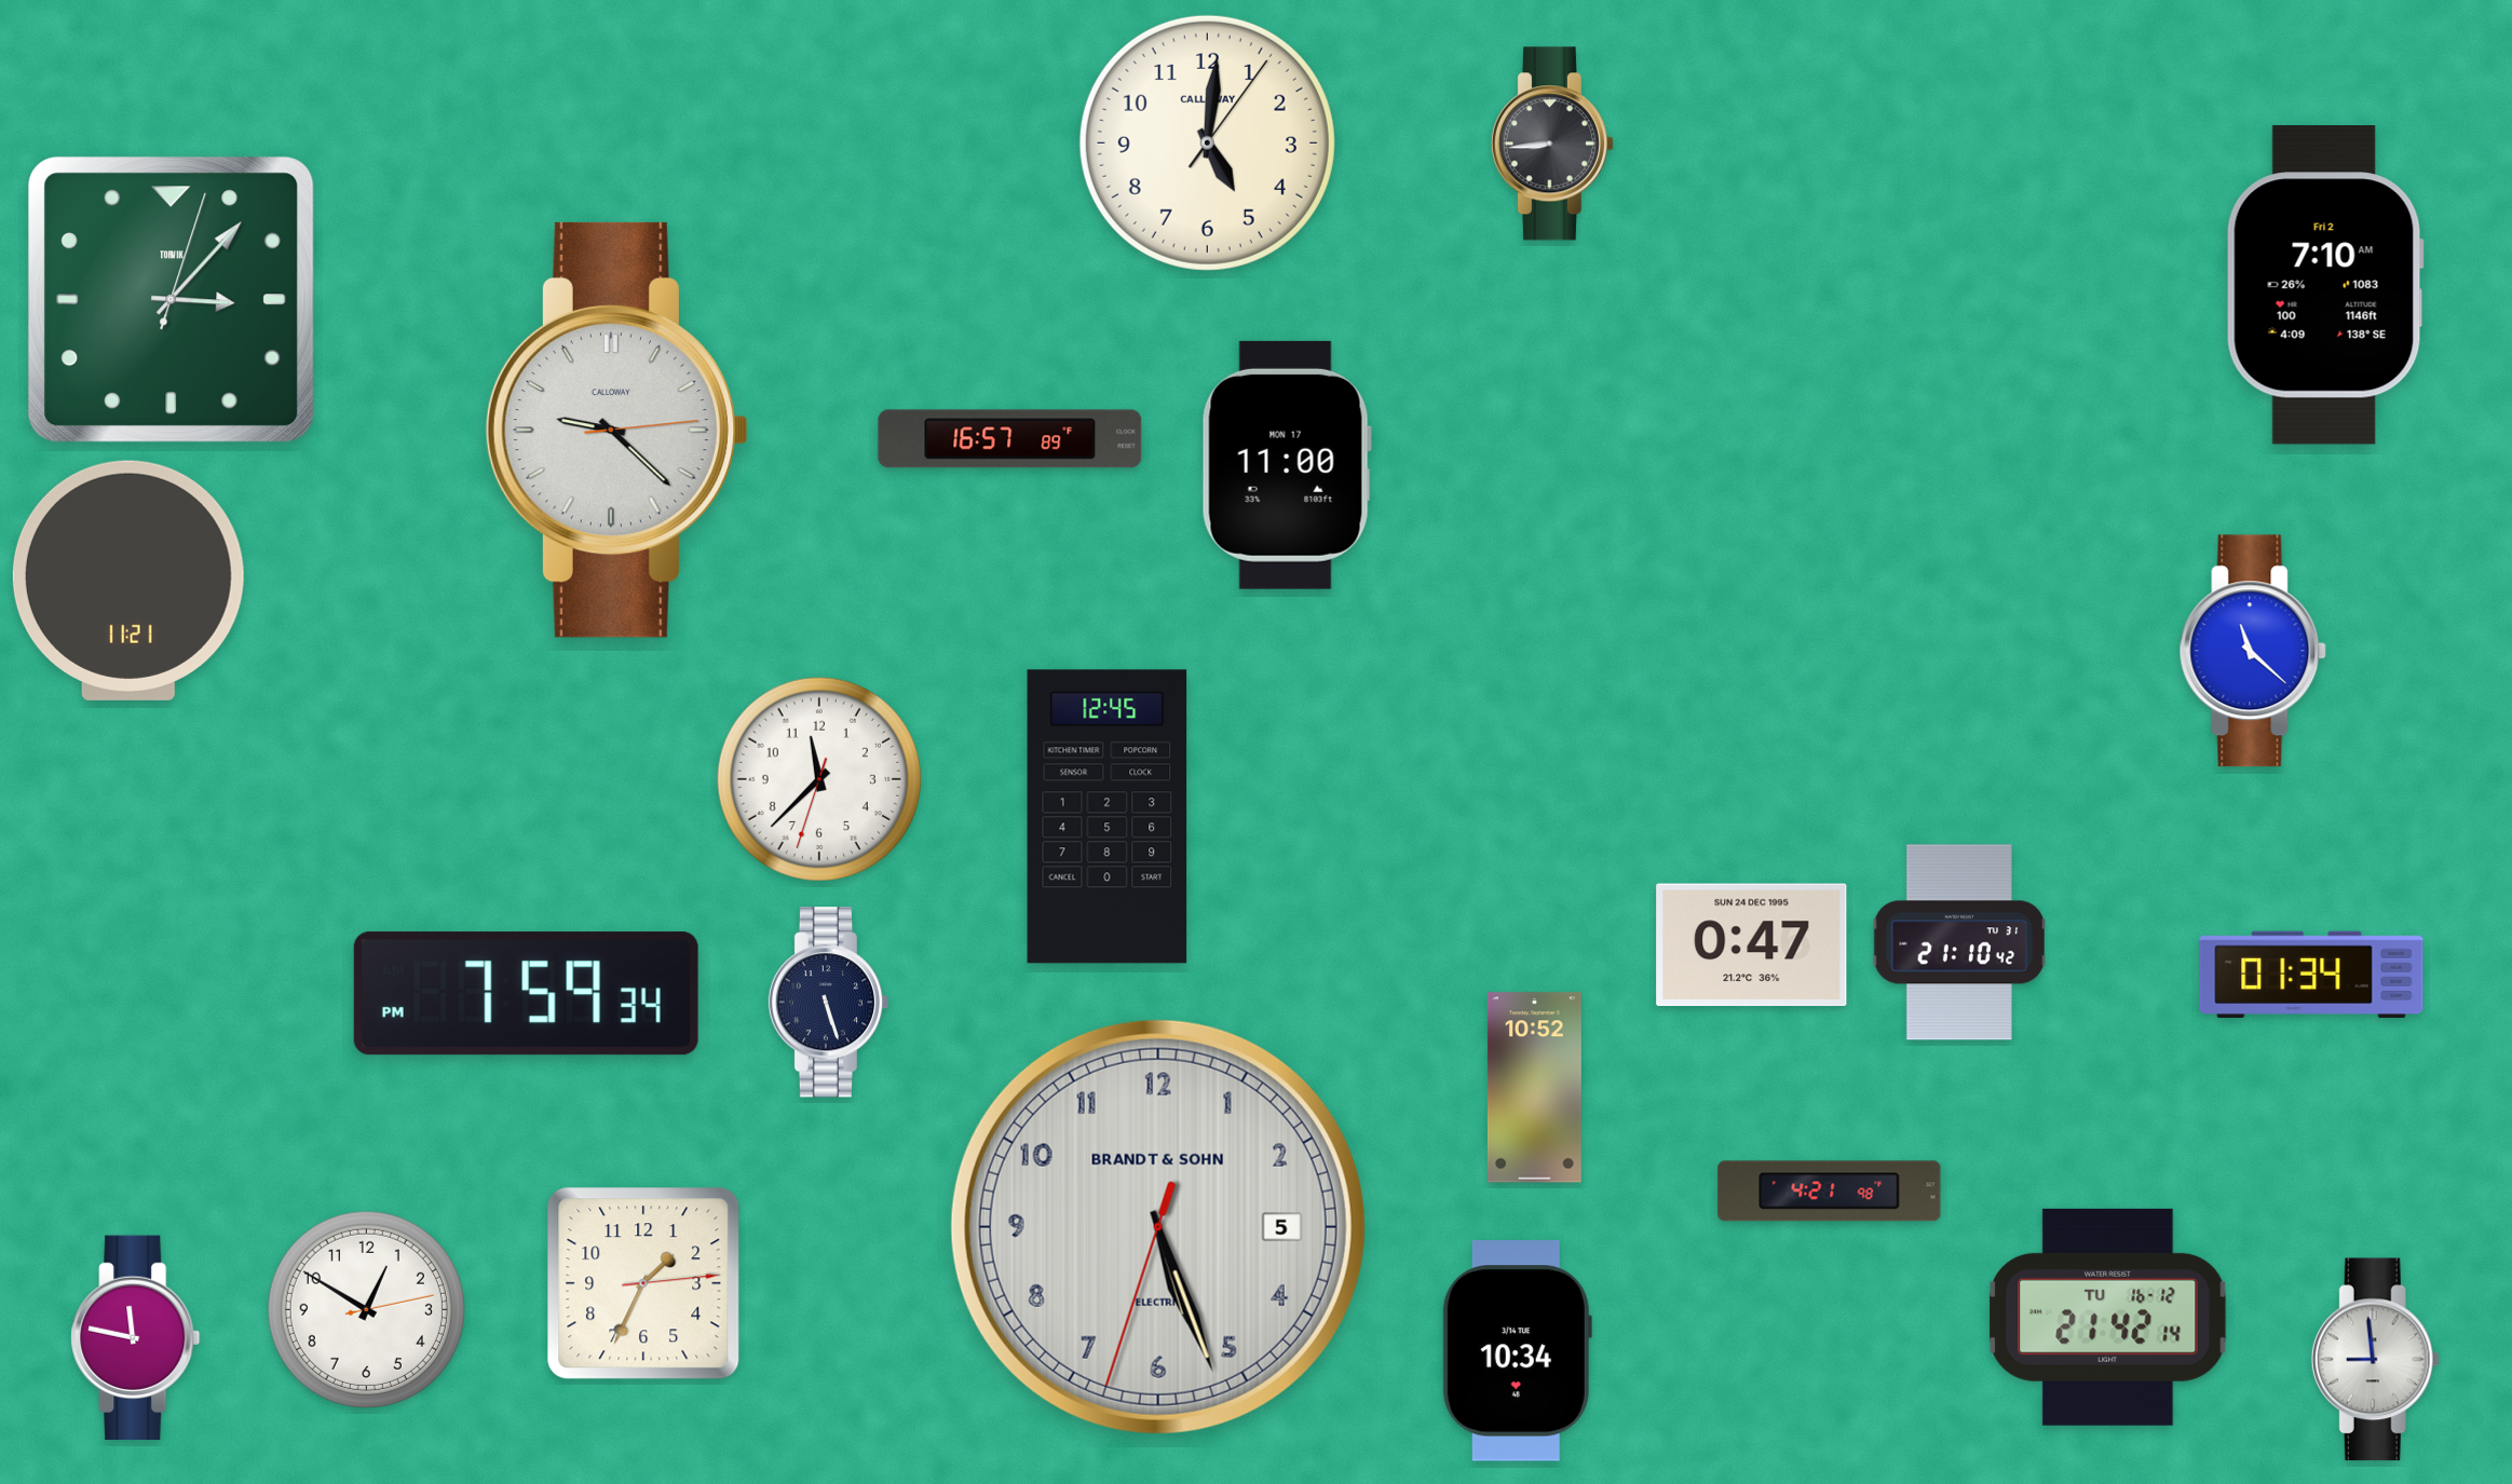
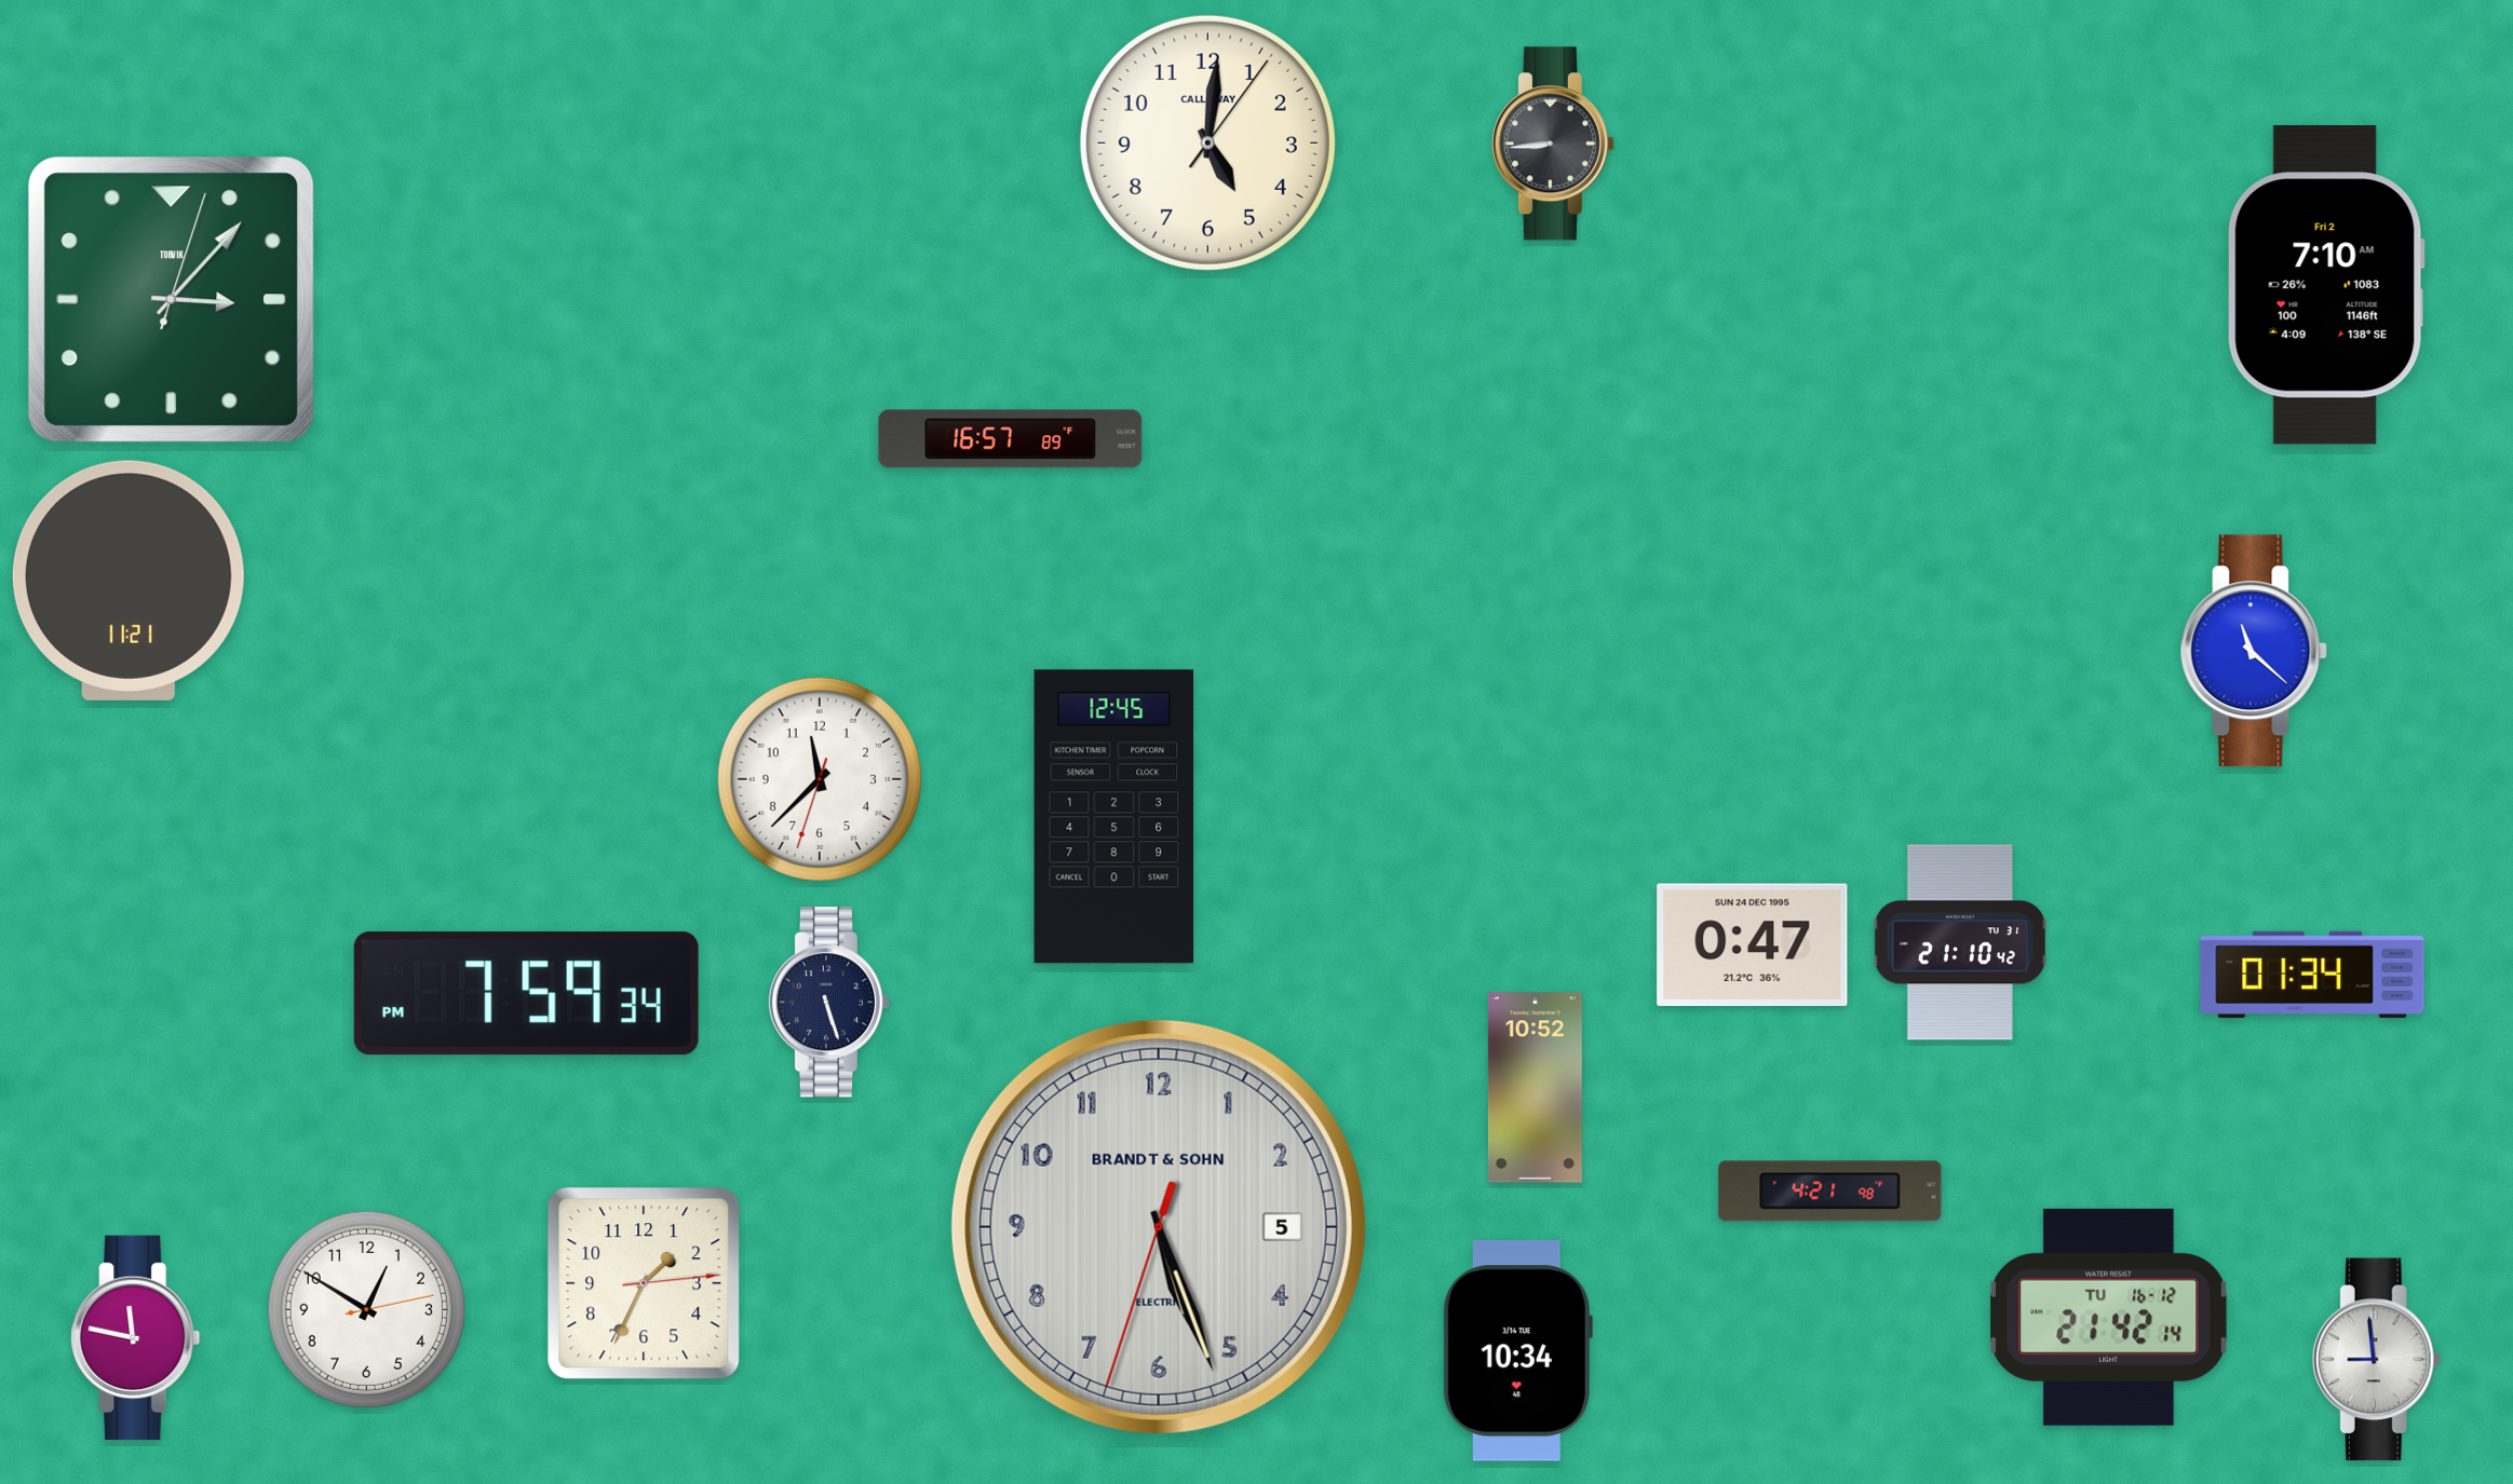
clock at (616, 430): 9:22 -> none
clock at (1287, 465): 11:00 -> none
clock at (1108, 817) position: (1108, 817) -> (1114, 817)
